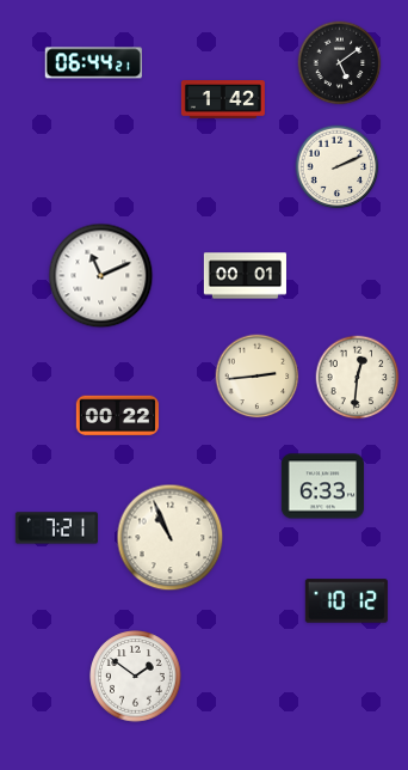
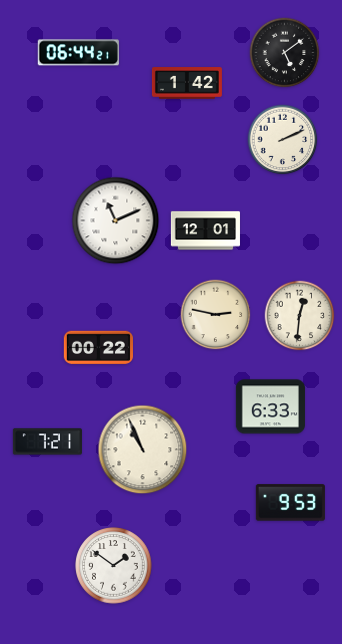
clock at (101, 276) position: (101, 276) -> (116, 221)
clock at (245, 276): 00:01 -> 12:01
clock at (258, 377): 2:44 -> 2:47
clock at (346, 601): 10:12 -> 9:53
